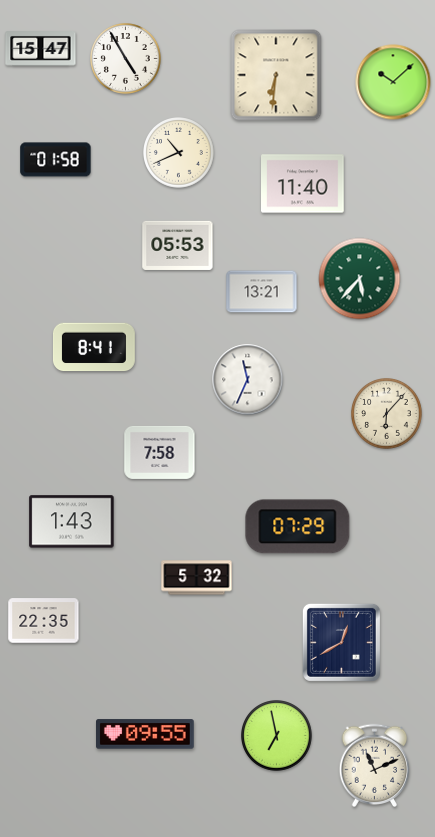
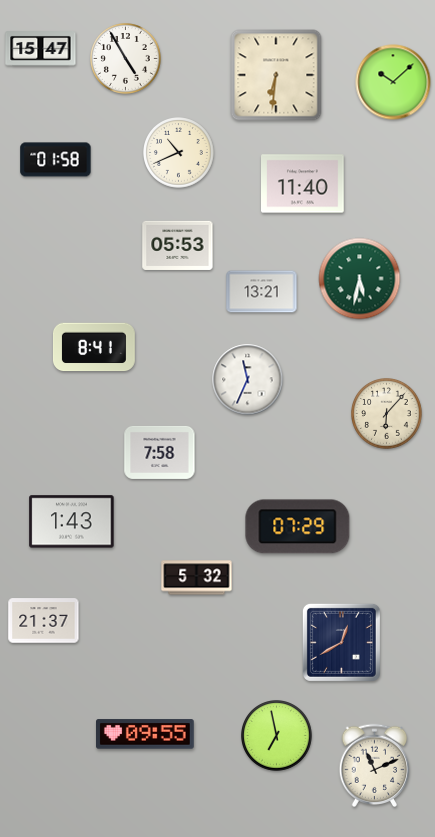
clock at (360, 279): 5:37 -> 5:32
clock at (44, 621): 22:35 -> 21:37
